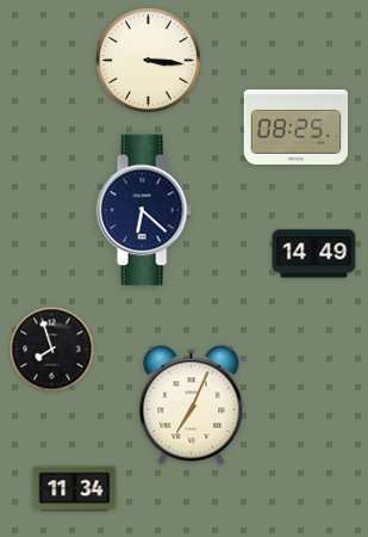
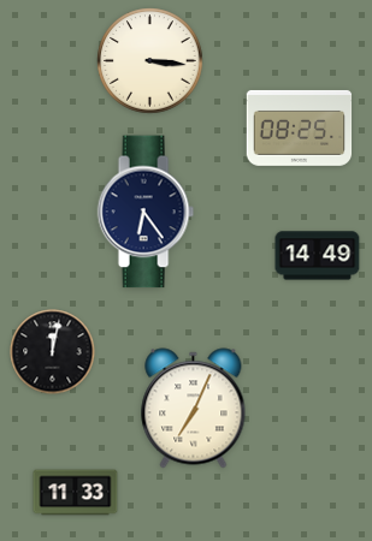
clock at (144, 210): 6:22 -> 6:24
clock at (52, 350): 7:57 -> 12:02
clock at (75, 489): 11:34 -> 11:33
